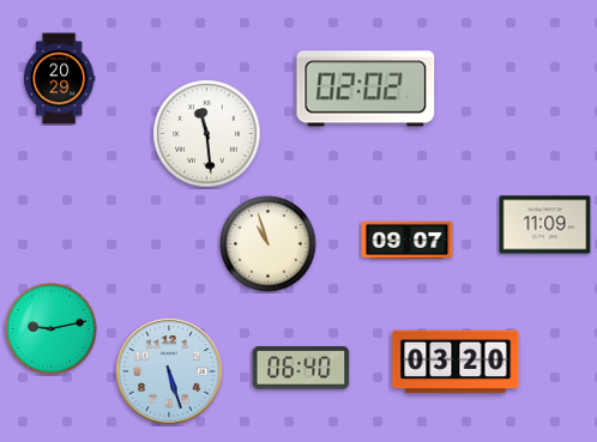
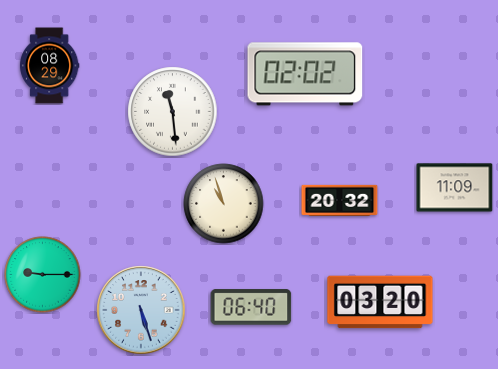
clock at (59, 79): 20:29 -> 08:29
clock at (408, 240): 09:07 -> 20:32
clock at (52, 329): 9:13 -> 9:15
